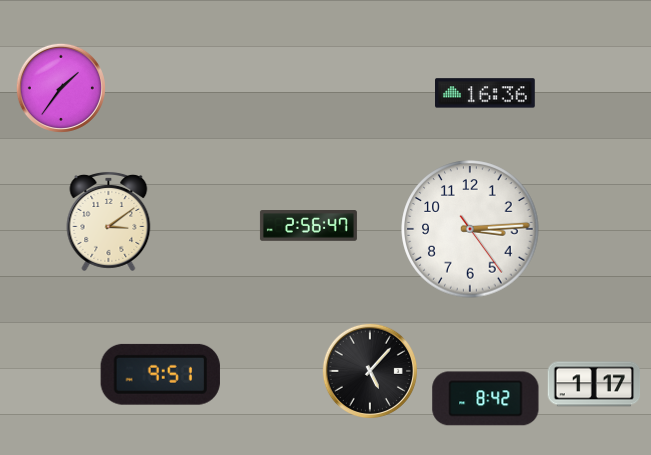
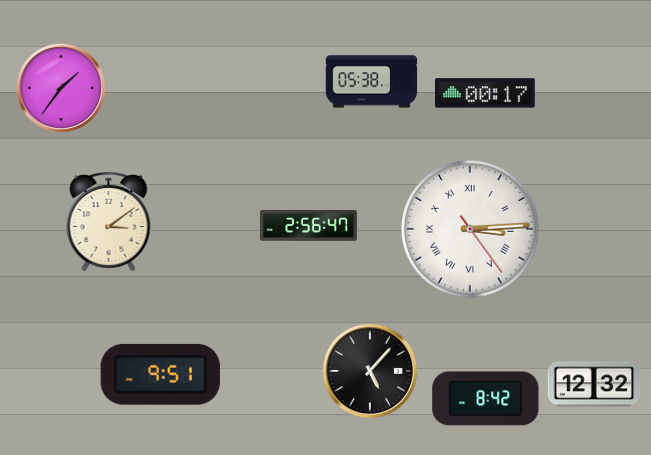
clock at (372, 82): none -> 05:38
clock at (486, 93): 16:36 -> 00:17
clock at (470, 229) numerals: Arabic -> Roman
clock at (594, 384): 1:17 -> 12:32
